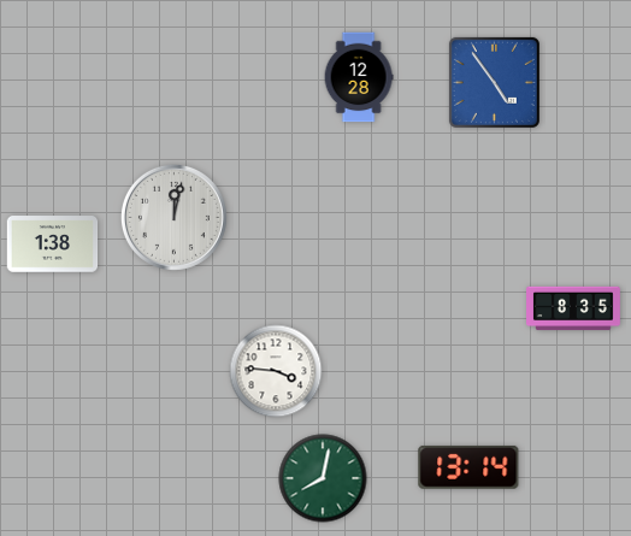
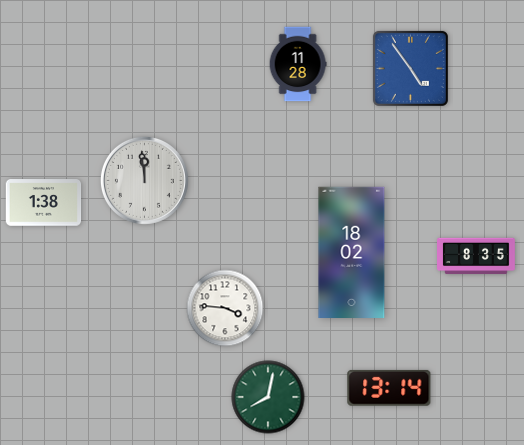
clock at (359, 77): 12:28 -> 11:28
clock at (173, 217): 12:02 -> 11:59
clock at (352, 253): none -> 18:02
clock at (276, 371) position: (276, 371) -> (225, 308)
